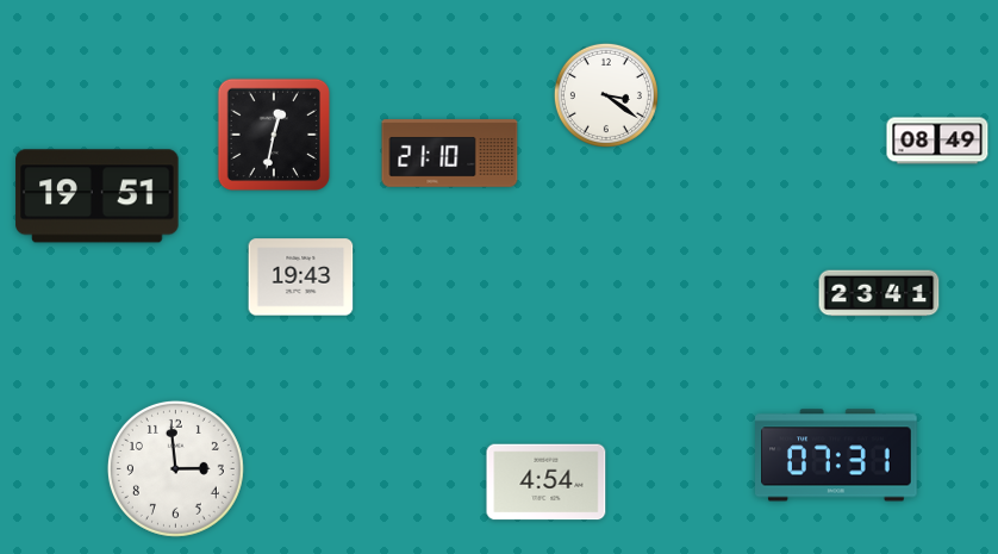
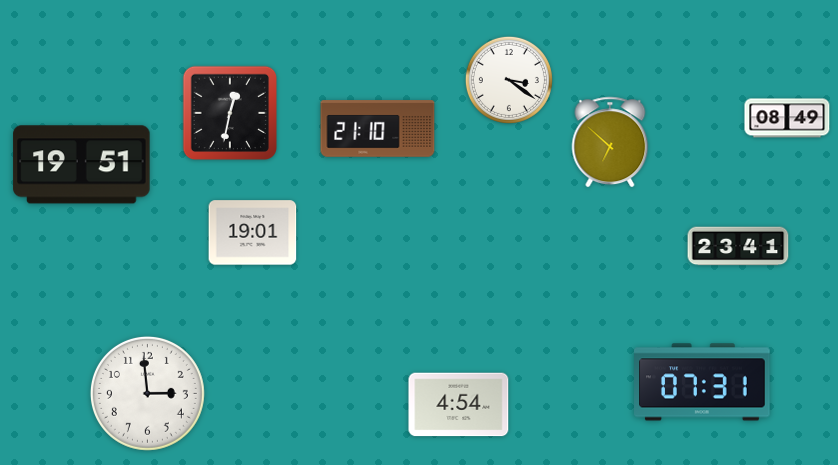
clock at (610, 142): none -> 6:52
clock at (301, 278): 19:43 -> 19:01
